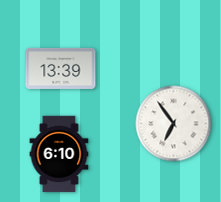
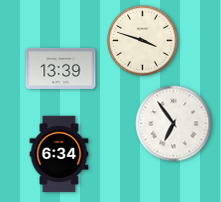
clock at (143, 41): none -> 3:48
clock at (59, 154): 6:10 -> 6:34
